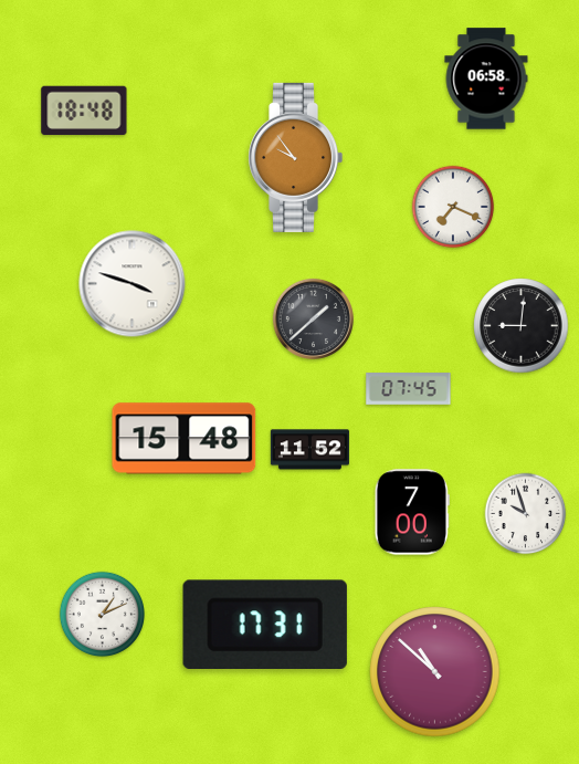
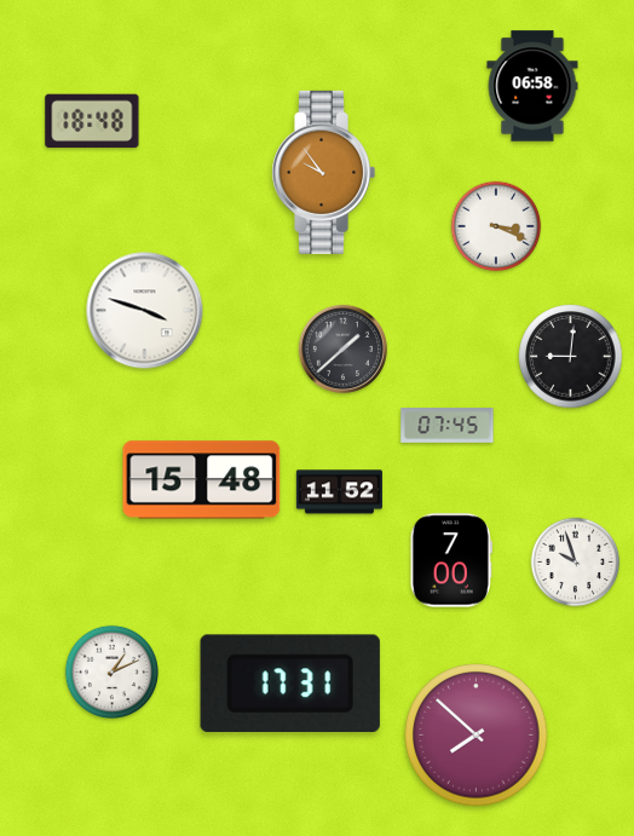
clock at (453, 207): 7:19 -> 3:19
clock at (435, 672): 10:52 -> 7:52
